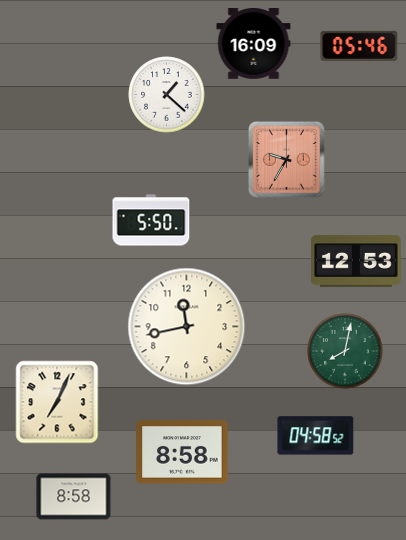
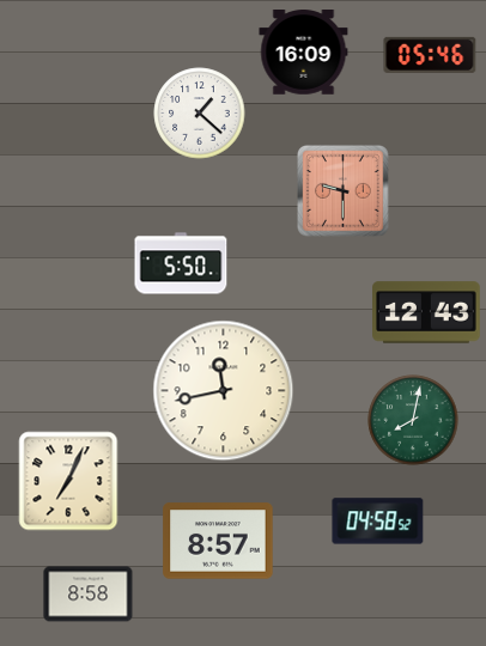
clock at (286, 159): 9:35 -> 9:30
clock at (356, 261): 12:53 -> 12:43
clock at (182, 452): 8:58 -> 8:57
